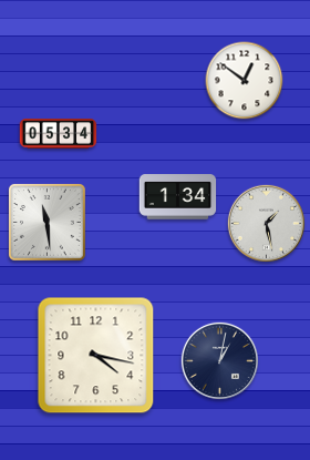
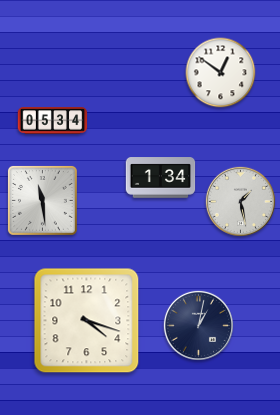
clock at (96, 356): 4:17 -> 4:18
